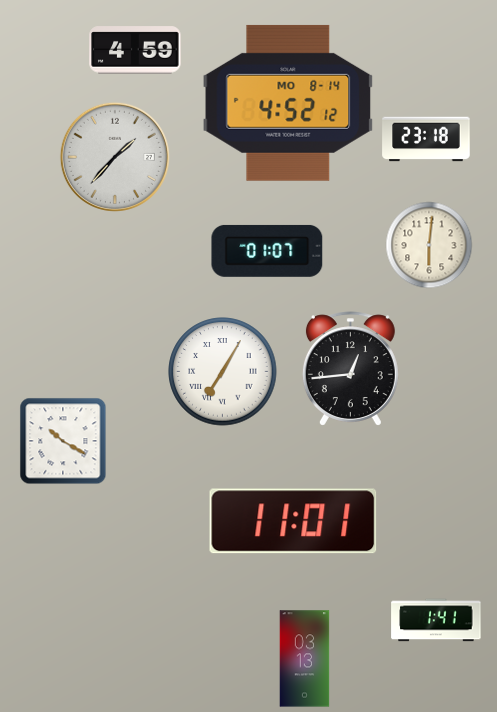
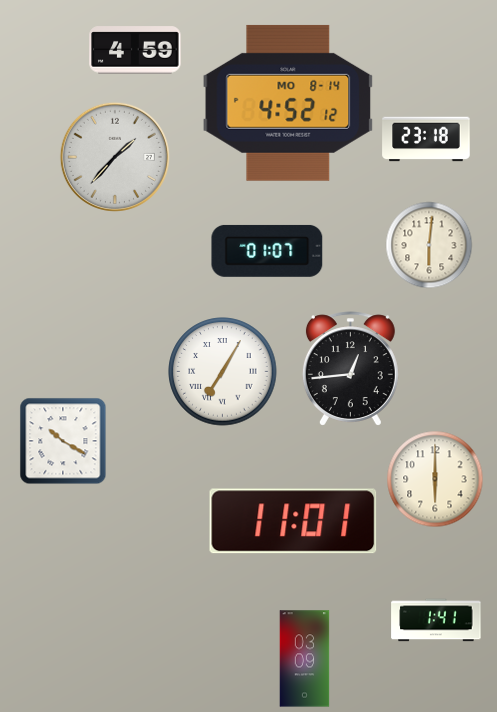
clock at (435, 479): none -> 6:00
clock at (305, 659): 03:13 -> 03:09
